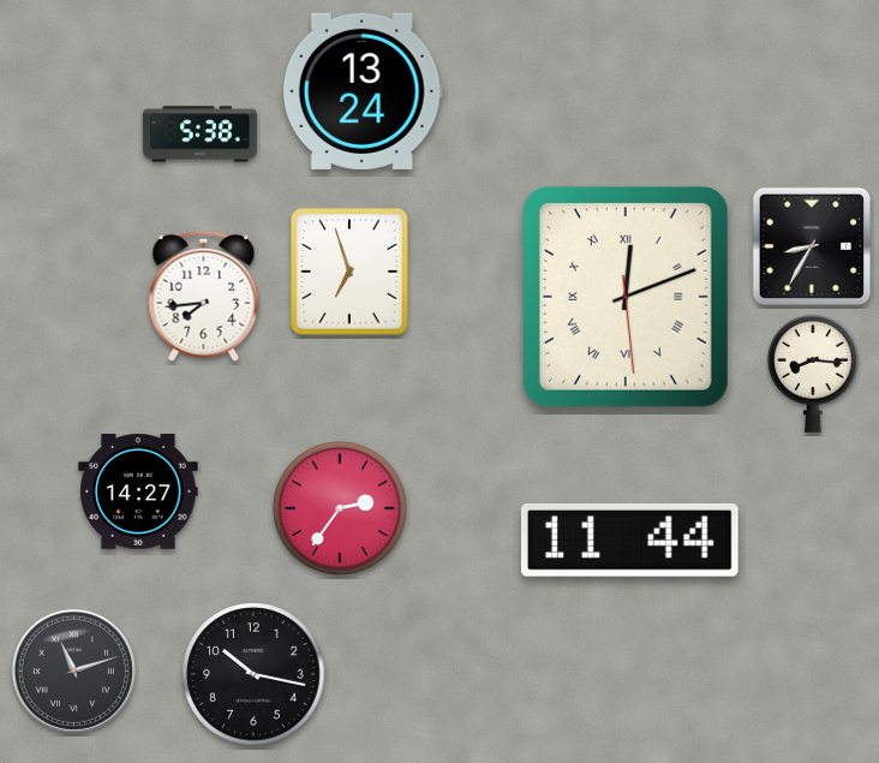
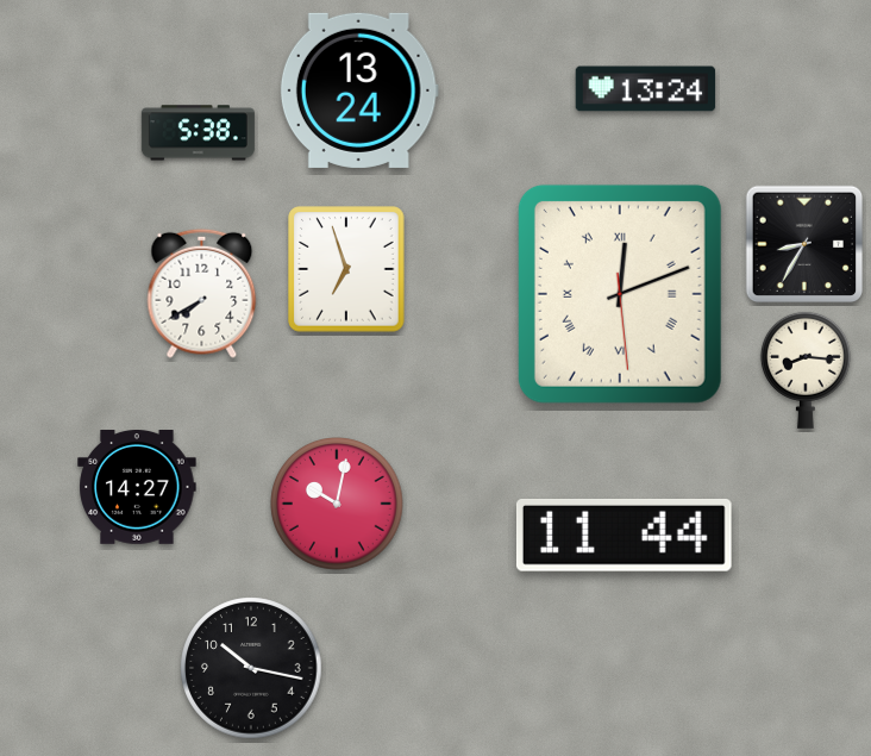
clock at (646, 89): none -> 13:24
clock at (204, 296): 7:44 -> 7:40
clock at (340, 508): 2:36 -> 10:02
clock at (73, 670): 11:12 -> none
